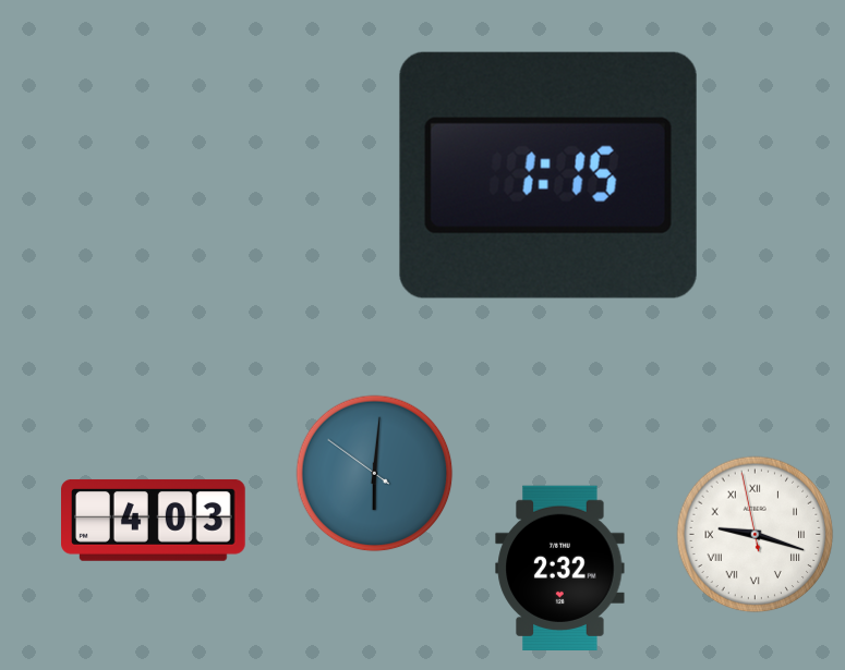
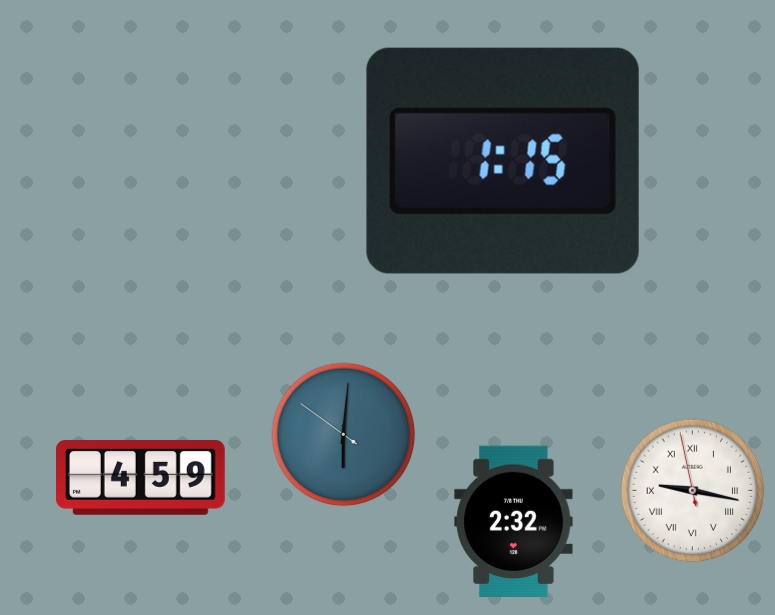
clock at (154, 520): 4:03 -> 4:59
clock at (756, 535): 9:17 -> 9:16
